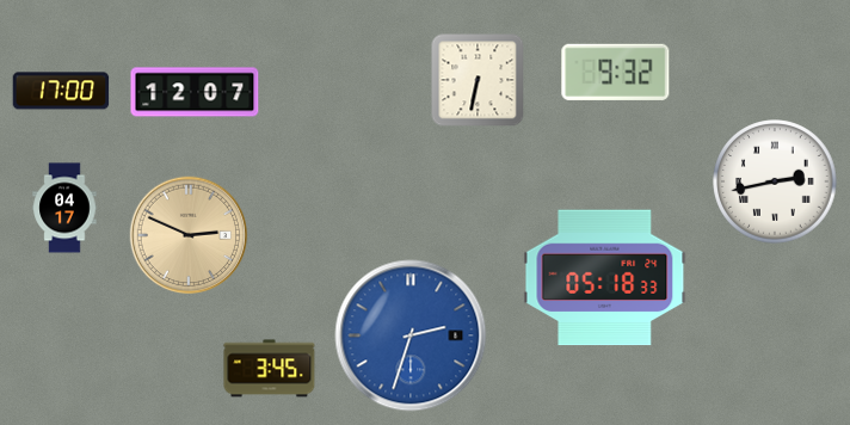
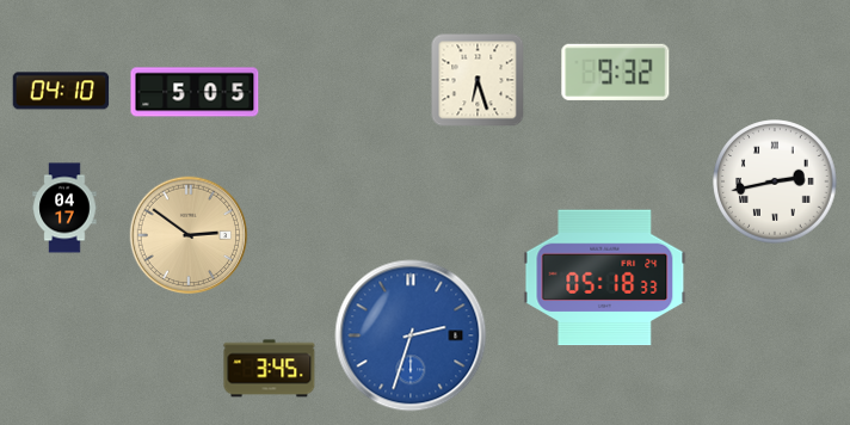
clock at (478, 80): 6:32 -> 6:27
clock at (61, 91): 17:00 -> 04:10
clock at (195, 92): 12:07 -> 5:05
clock at (189, 235): 2:49 -> 2:51
